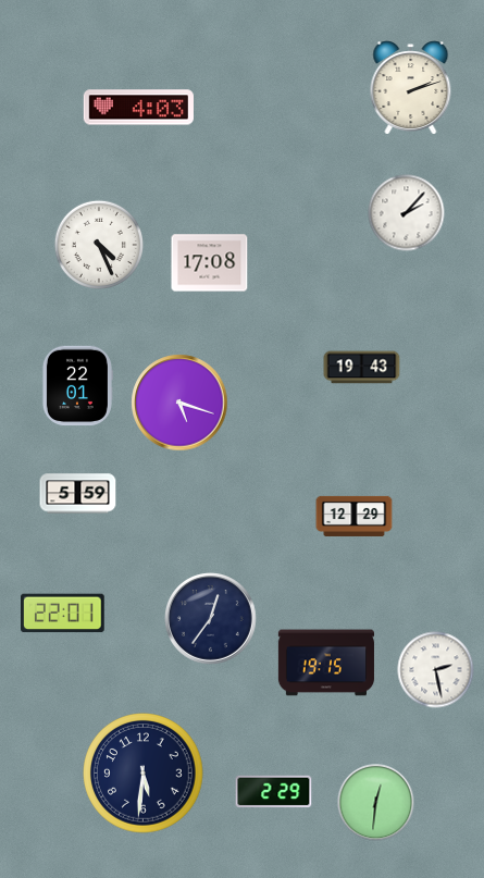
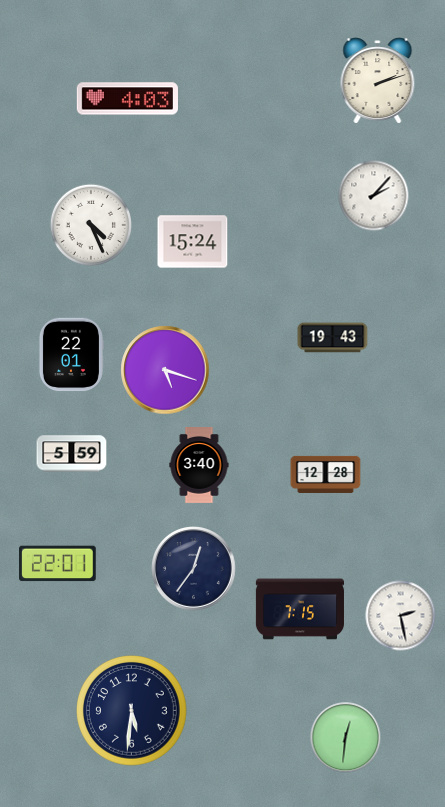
clock at (210, 263): 17:08 -> 15:24
clock at (199, 466): none -> 3:40
clock at (355, 516): 12:29 -> 12:28
clock at (326, 663): 19:15 -> 7:15
clock at (274, 792): 2:29 -> none
